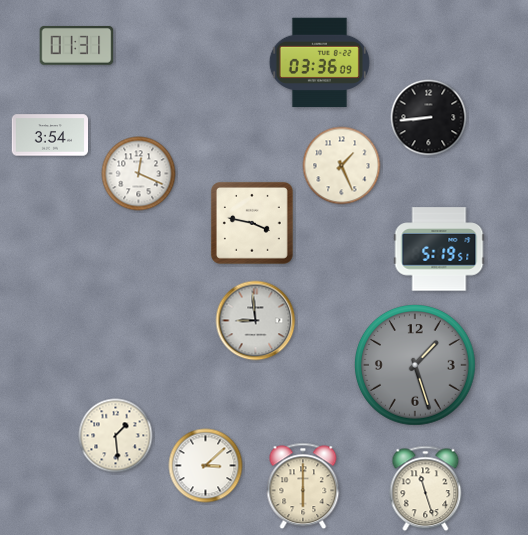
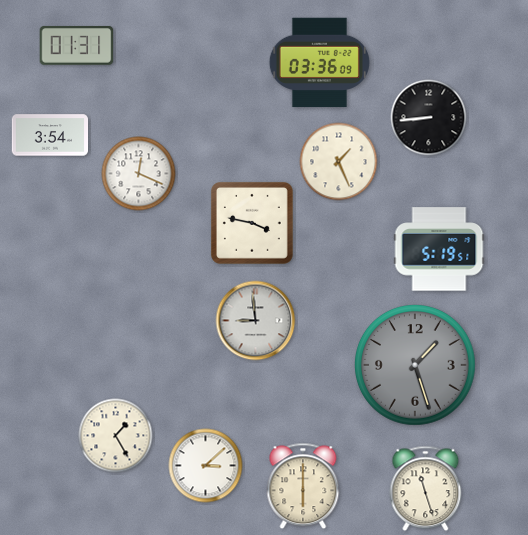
clock at (342, 166) position: (342, 166) -> (339, 162)
clock at (116, 436): 1:29 -> 1:25
